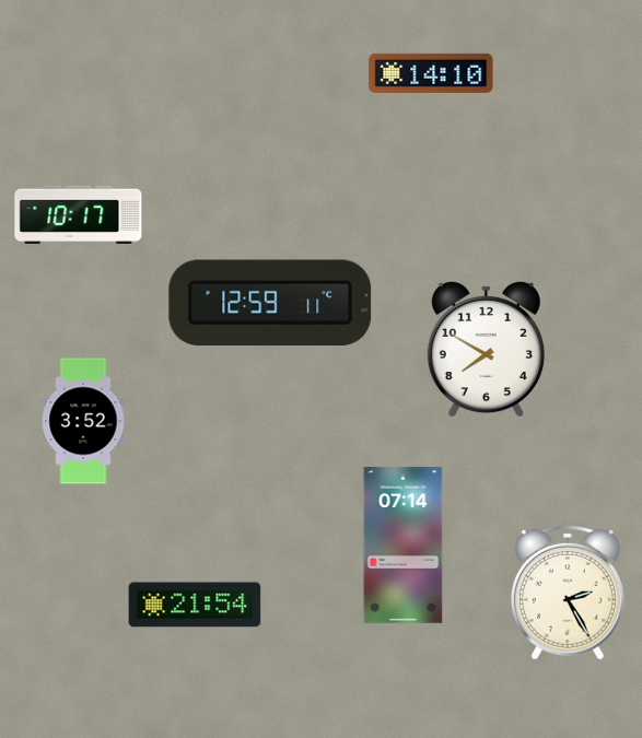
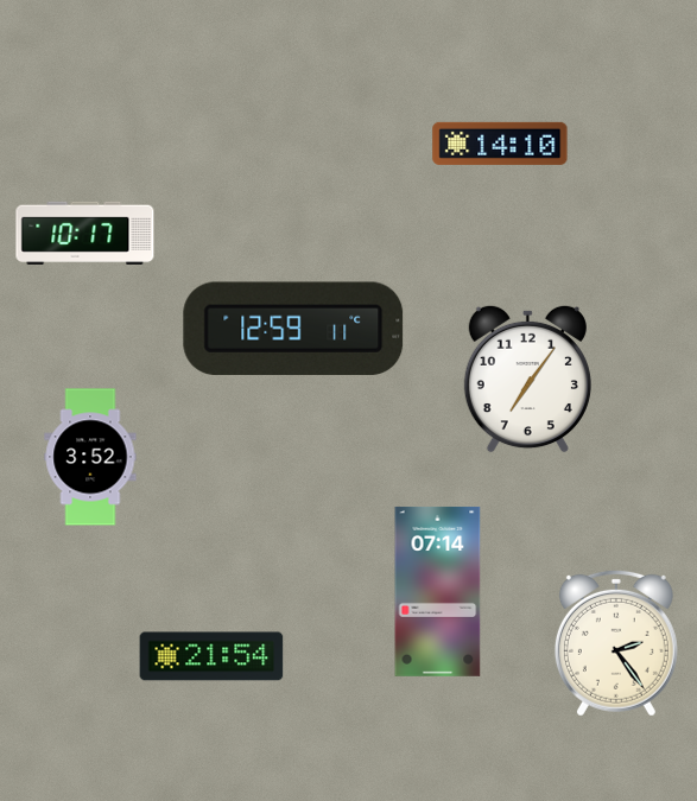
clock at (431, 73) position: (431, 73) -> (500, 144)
clock at (486, 349): 7:50 -> 7:06
clock at (568, 593): 2:25 -> 2:24
